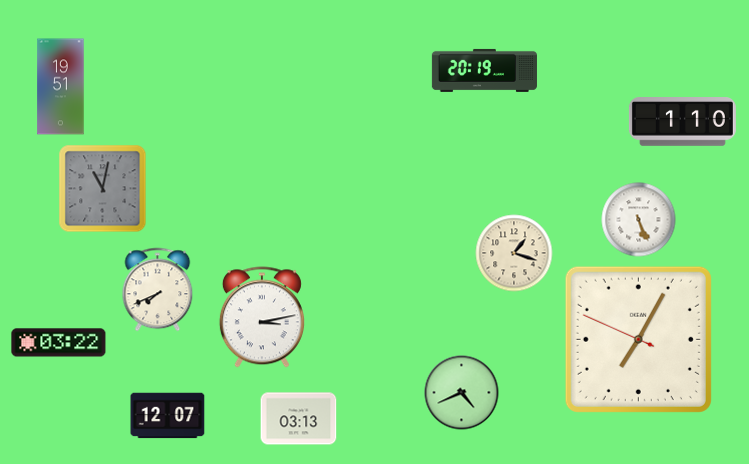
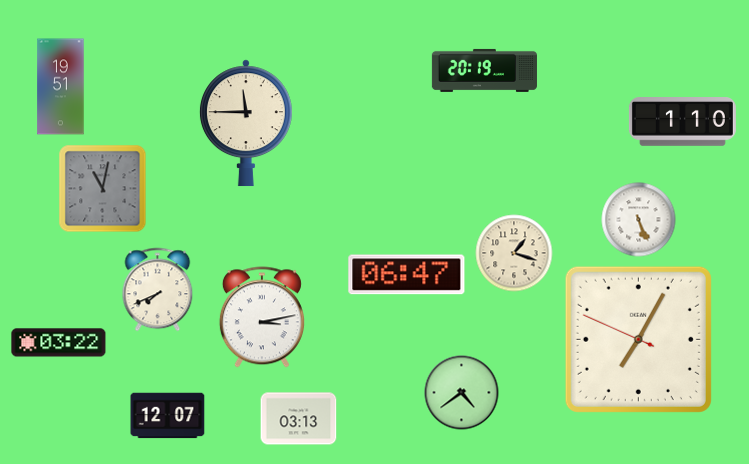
clock at (246, 123): none -> 11:45
clock at (407, 275): none -> 06:47
clock at (462, 393): 4:41 -> 4:39
